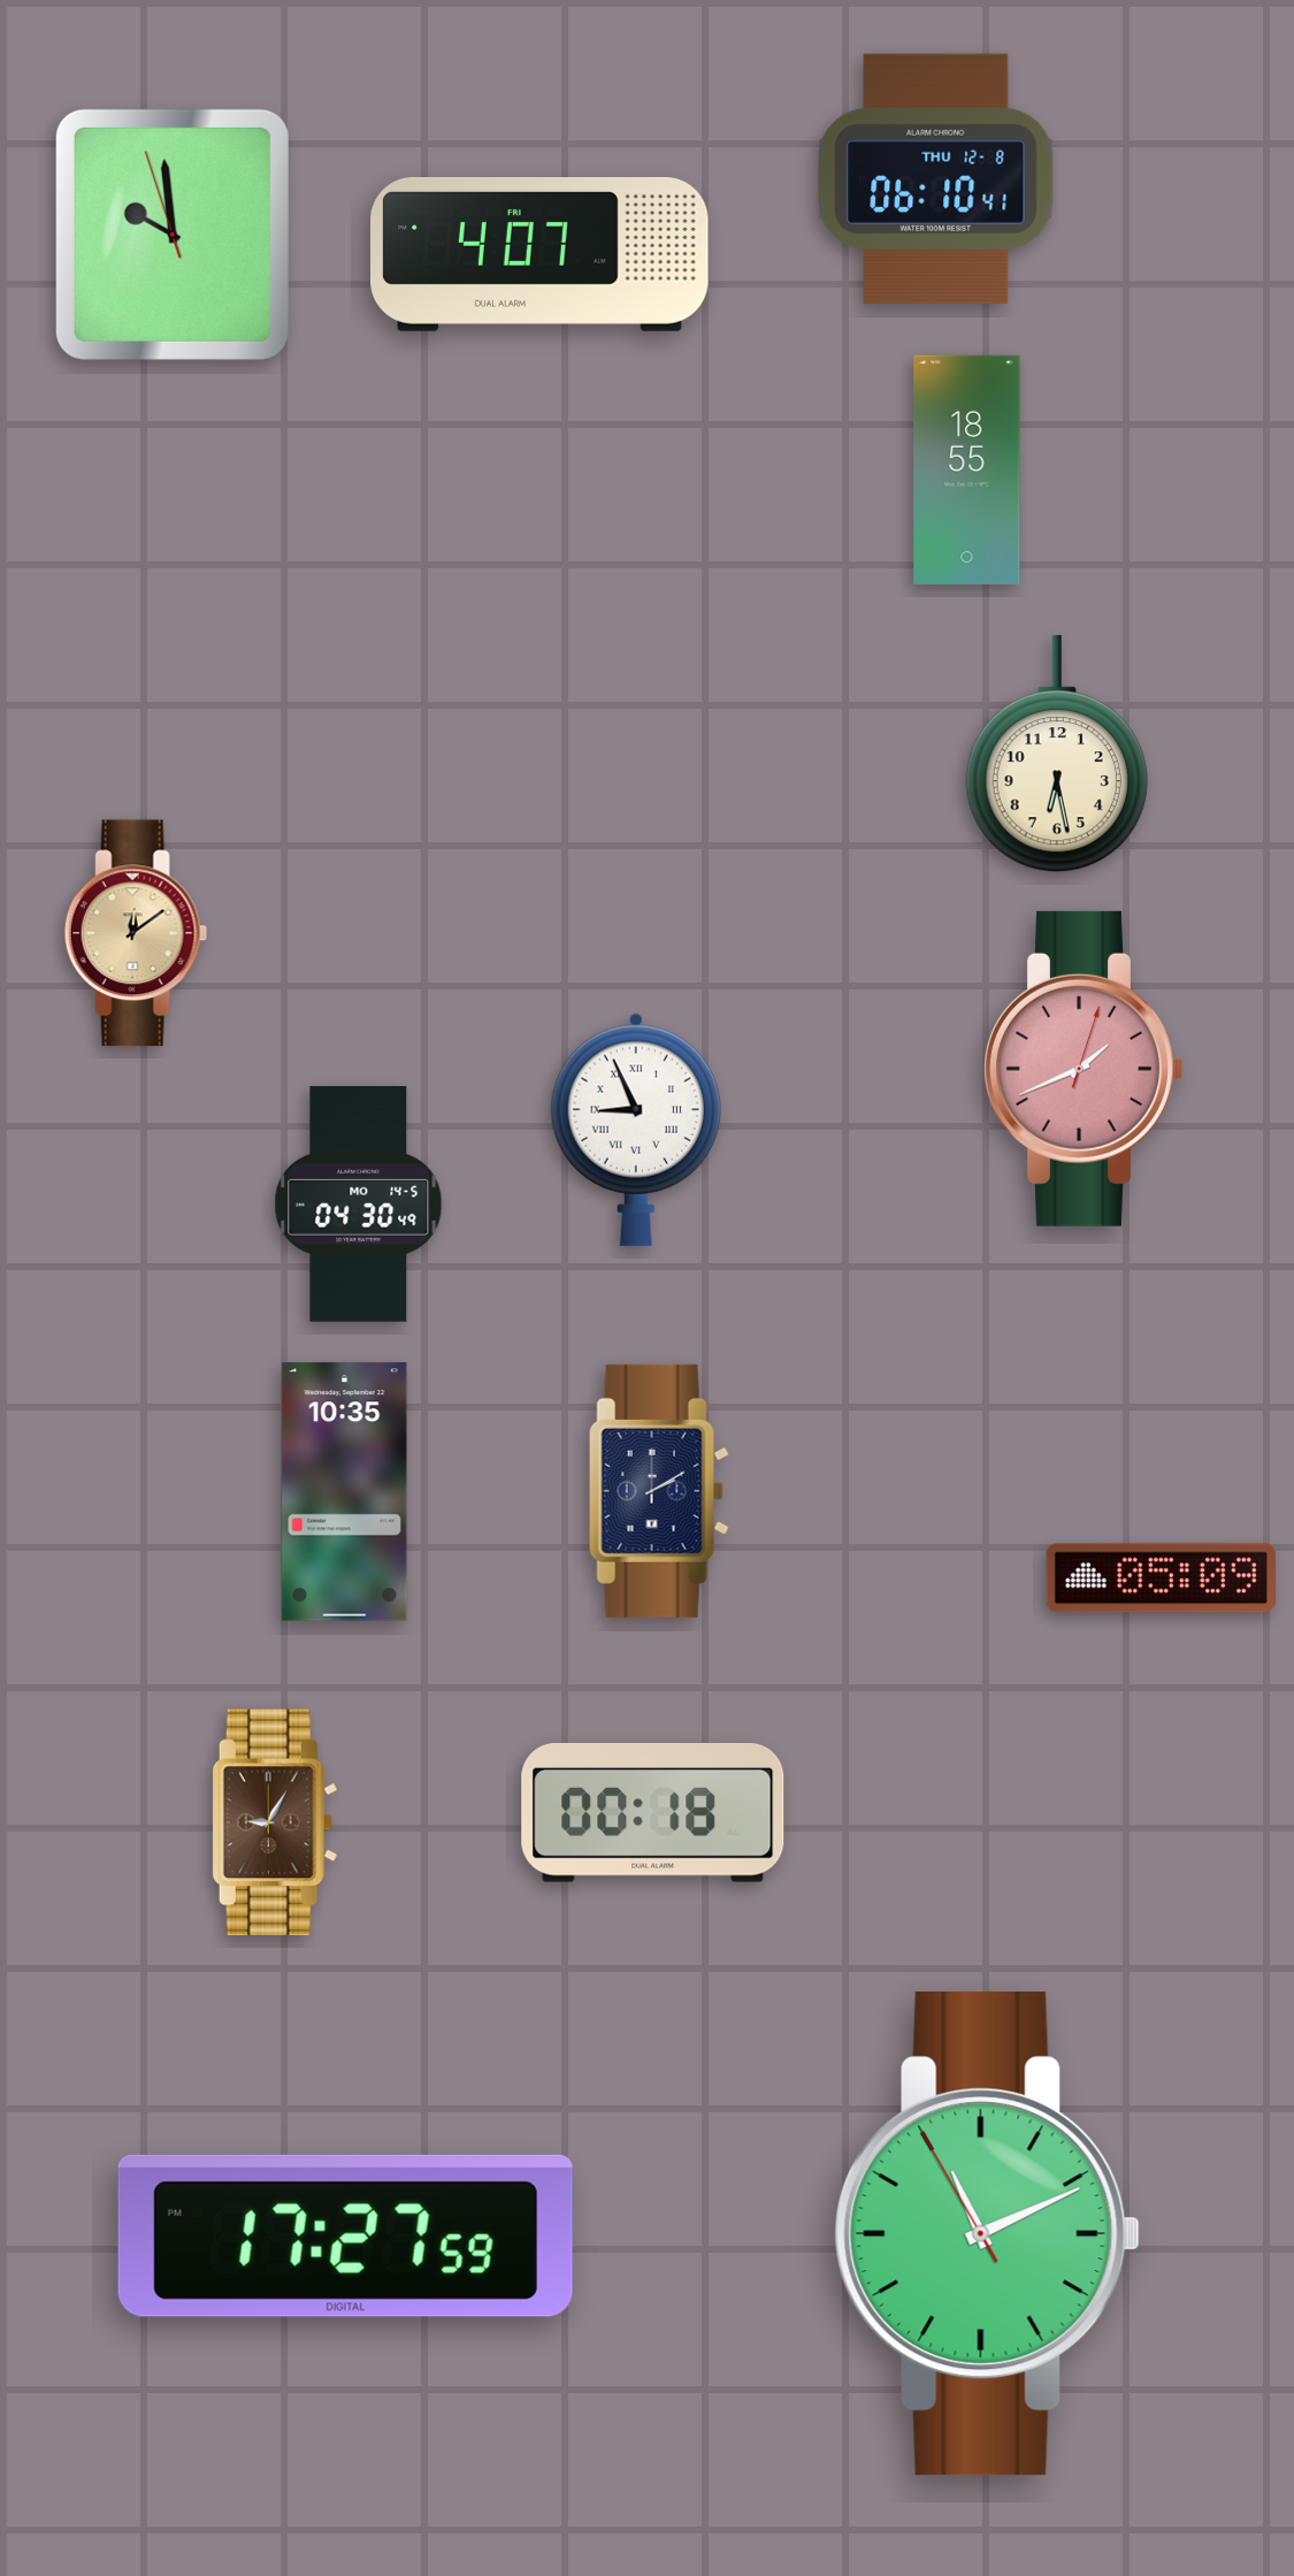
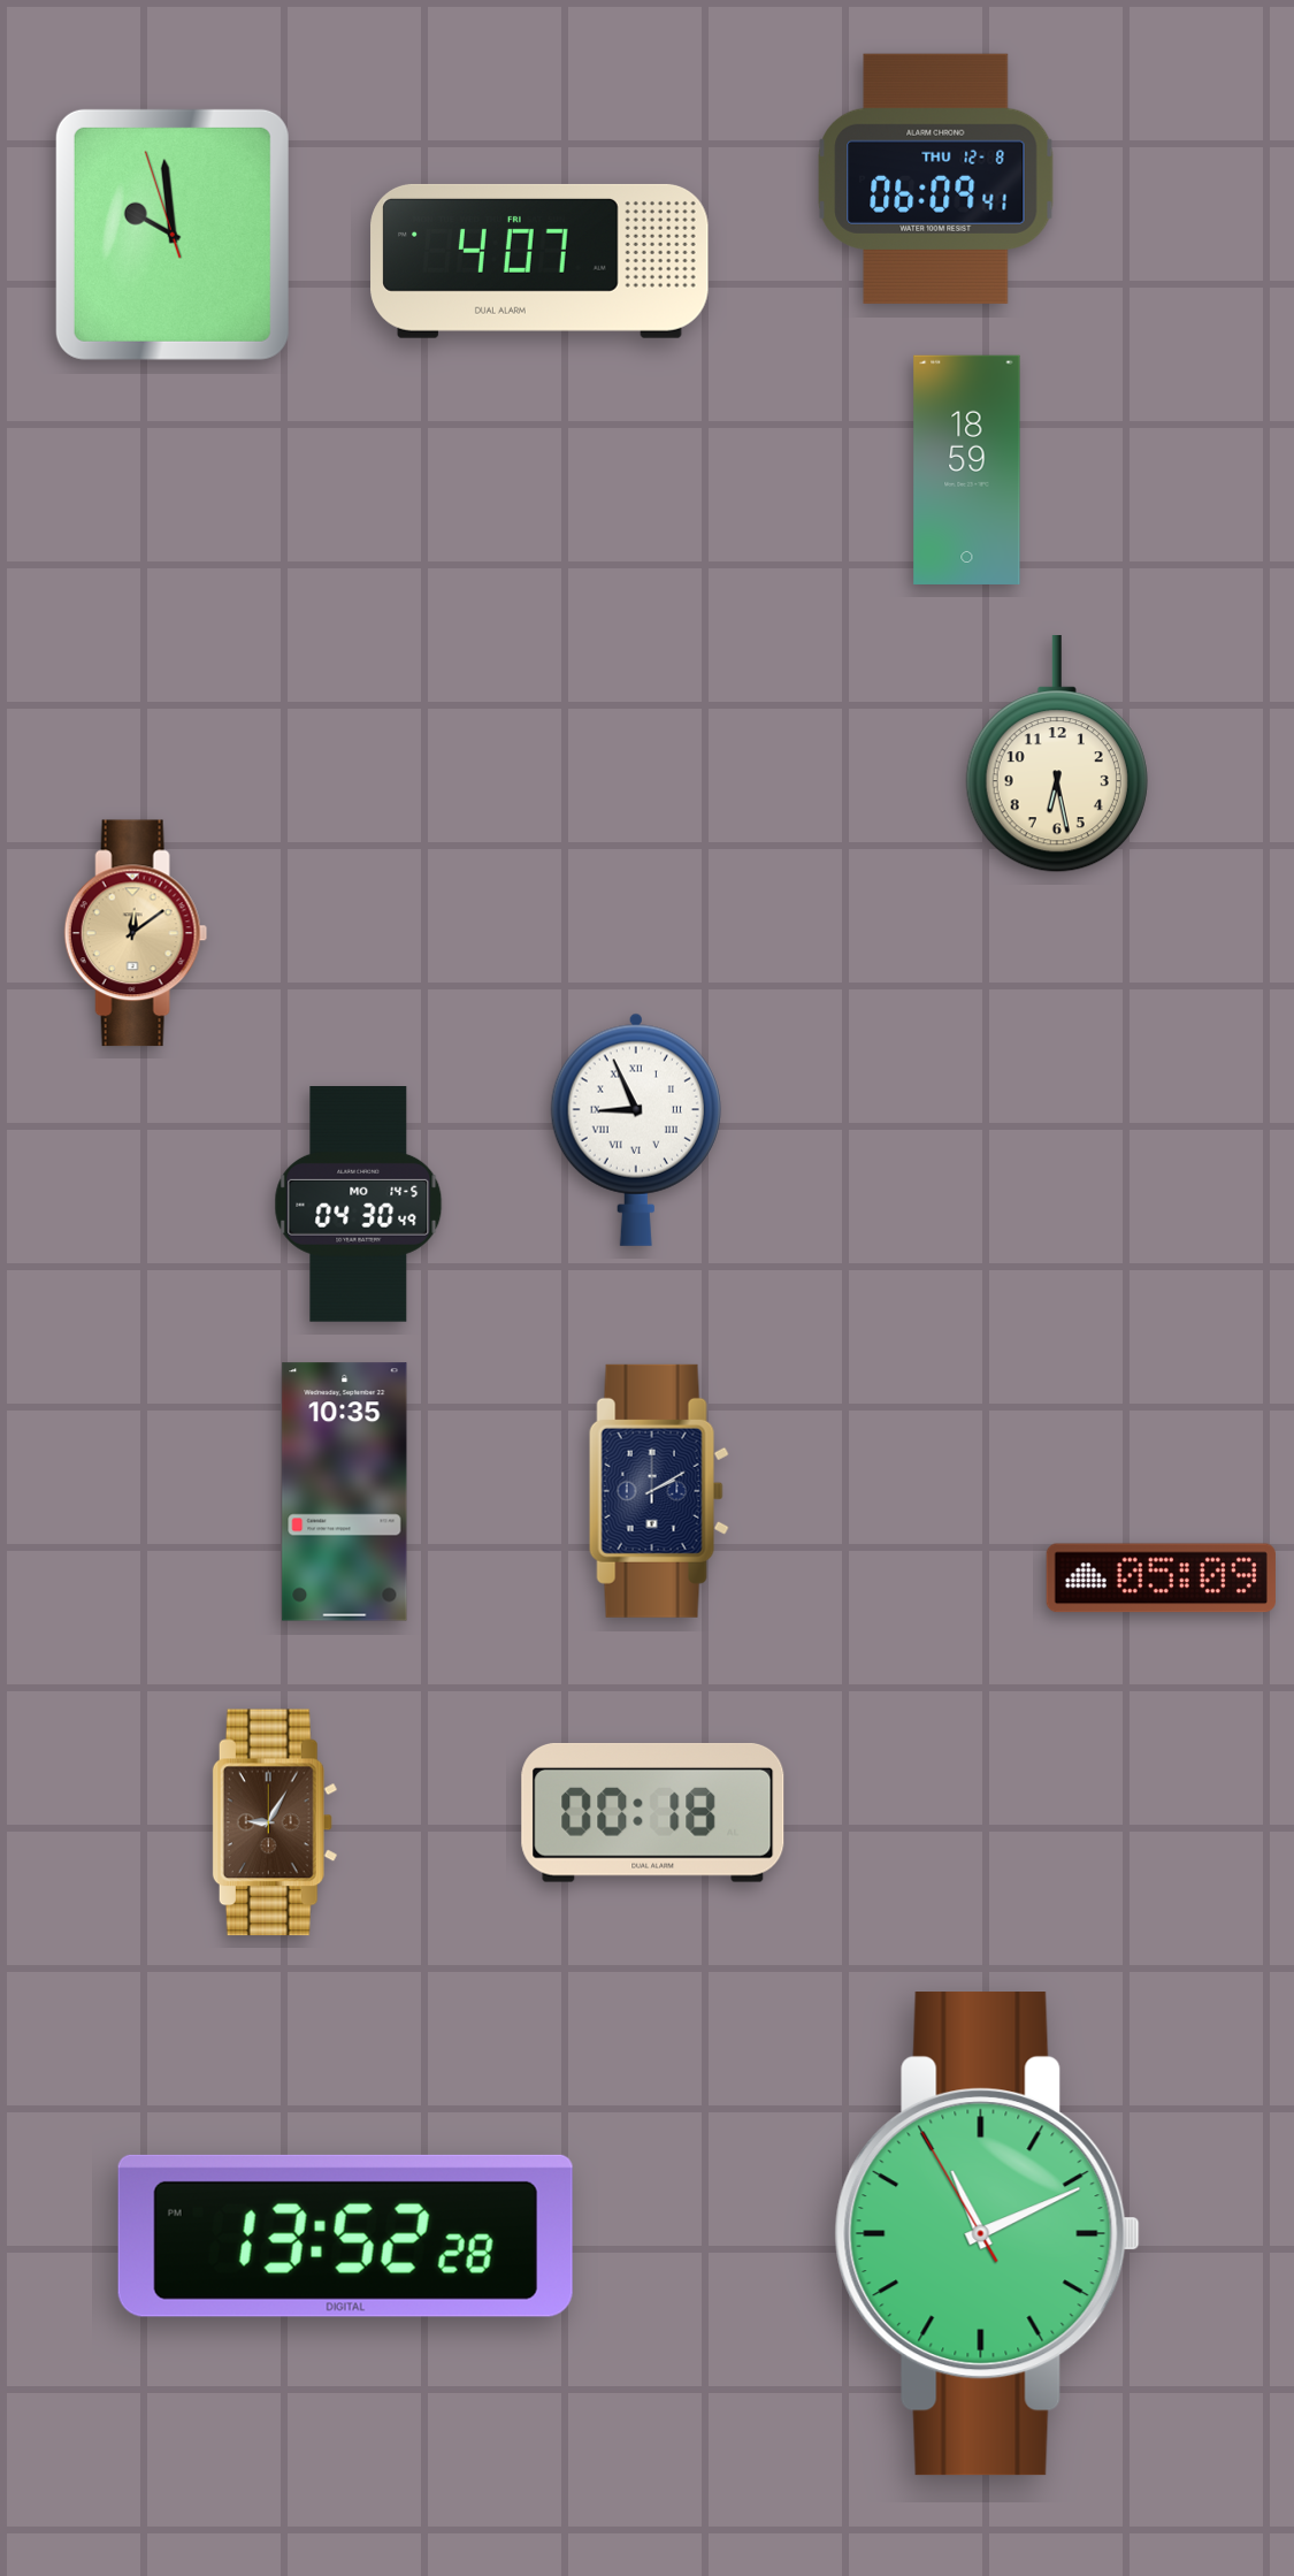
clock at (936, 178): 06:10 -> 06:09
clock at (539, 254) position: (539, 254) -> (539, 261)
clock at (967, 469): 18:55 -> 18:59
clock at (1084, 1069): 1:41 -> none
clock at (345, 2235): 17:27 -> 13:52
